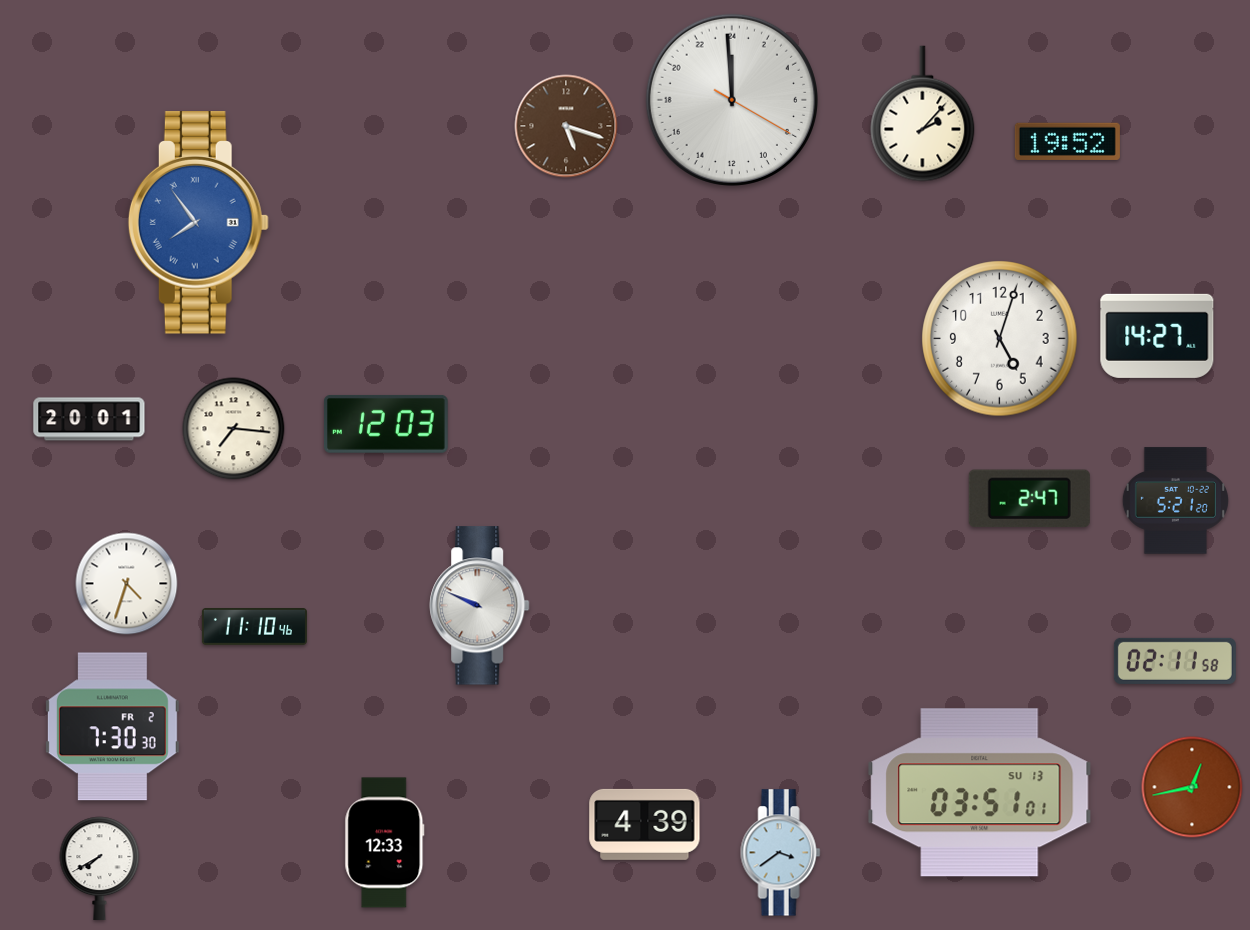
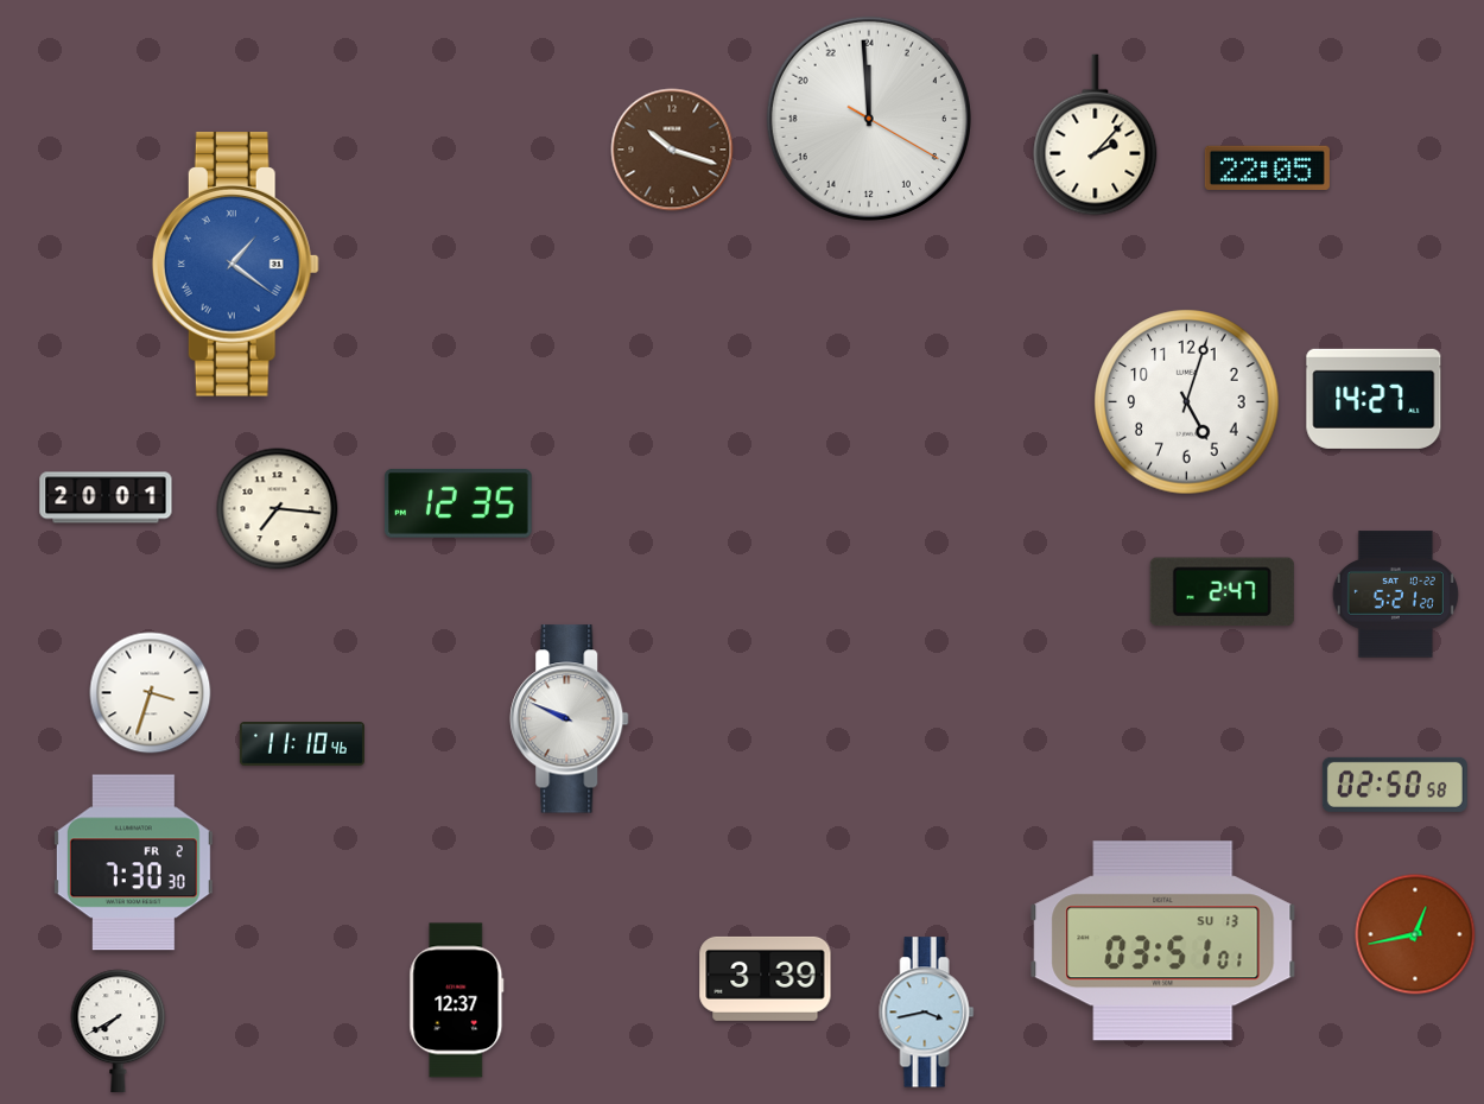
clock at (566, 126): 5:18 -> 10:18
clock at (1067, 141): 19:52 -> 22:05
clock at (198, 223): 7:54 -> 1:21
clock at (386, 424): 12:03 -> 12:35
clock at (127, 584): 4:33 -> 3:33
clock at (1175, 661): 02:11 -> 02:50
clock at (645, 824): 4:39 -> 3:39
clock at (385, 843): 12:33 -> 12:37
clock at (781, 853): 3:39 -> 3:43
